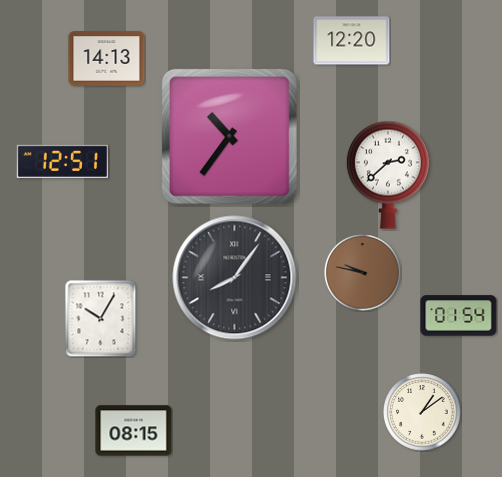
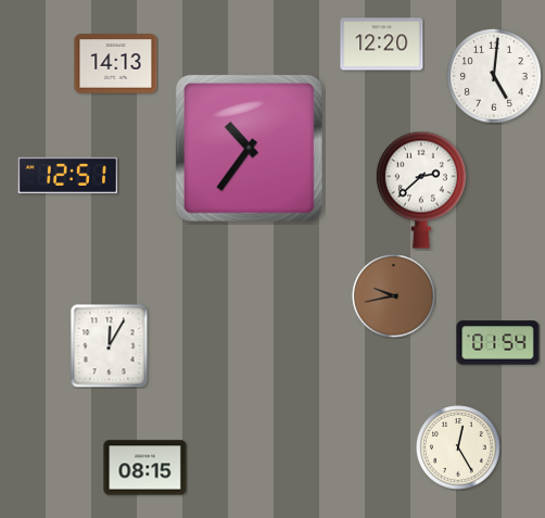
clock at (494, 76): none -> 5:01
clock at (363, 273): 9:47 -> 9:43
clock at (235, 278): 8:06 -> none
clock at (101, 318): 10:05 -> 12:05
clock at (422, 412): 1:09 -> 12:25
